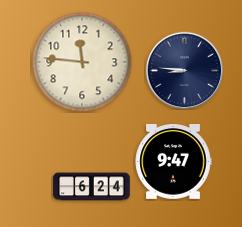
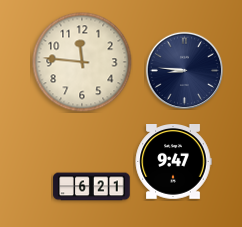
clock at (92, 187): 6:24 -> 6:21
